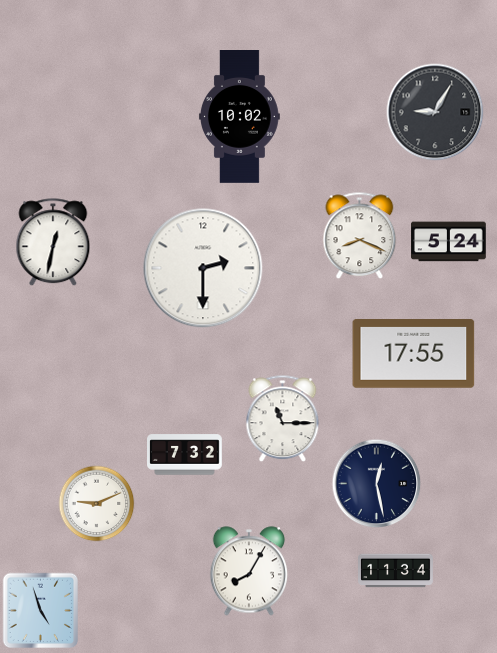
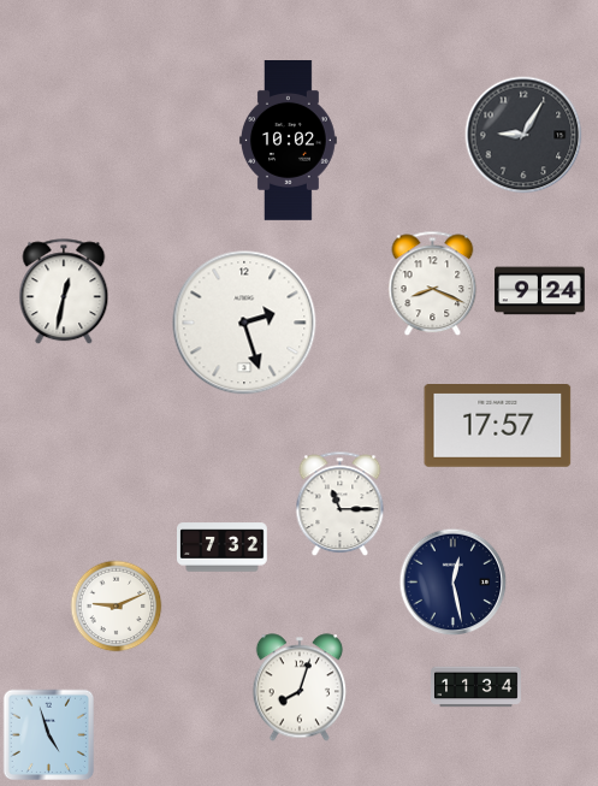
clock at (449, 242): 5:24 -> 9:24
clock at (203, 268): 2:30 -> 2:27
clock at (414, 354): 17:55 -> 17:57
clock at (248, 571): 8:05 -> 8:03
